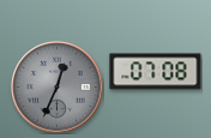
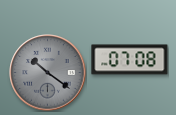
clock at (58, 88): 12:34 -> 10:21
